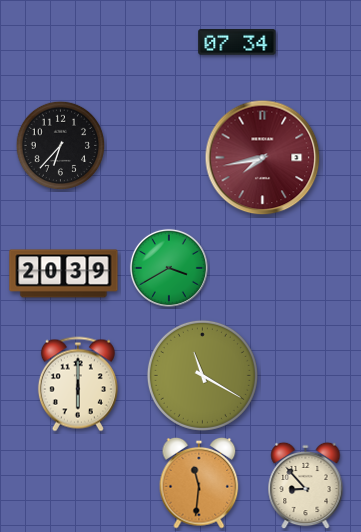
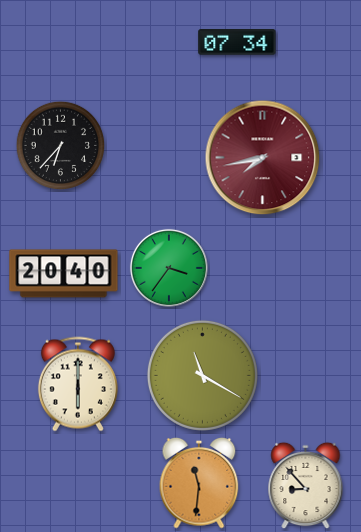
clock at (169, 268): 3:40 -> 3:36
clock at (64, 274): 20:39 -> 20:40
